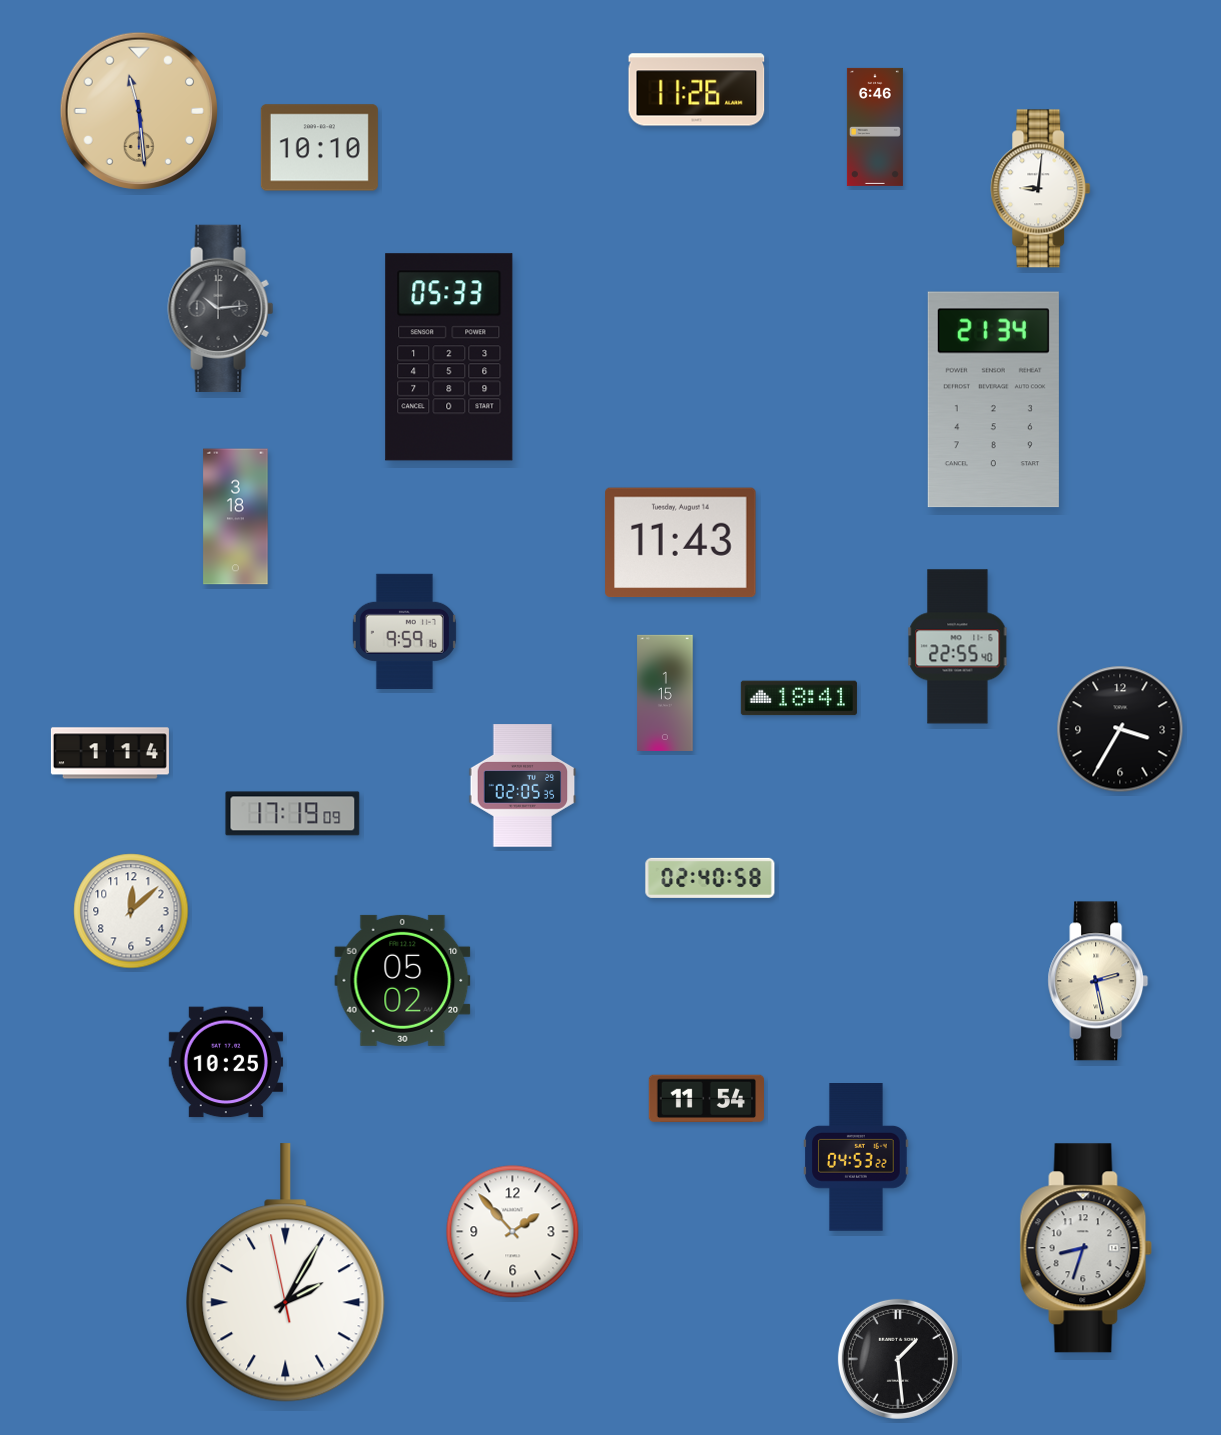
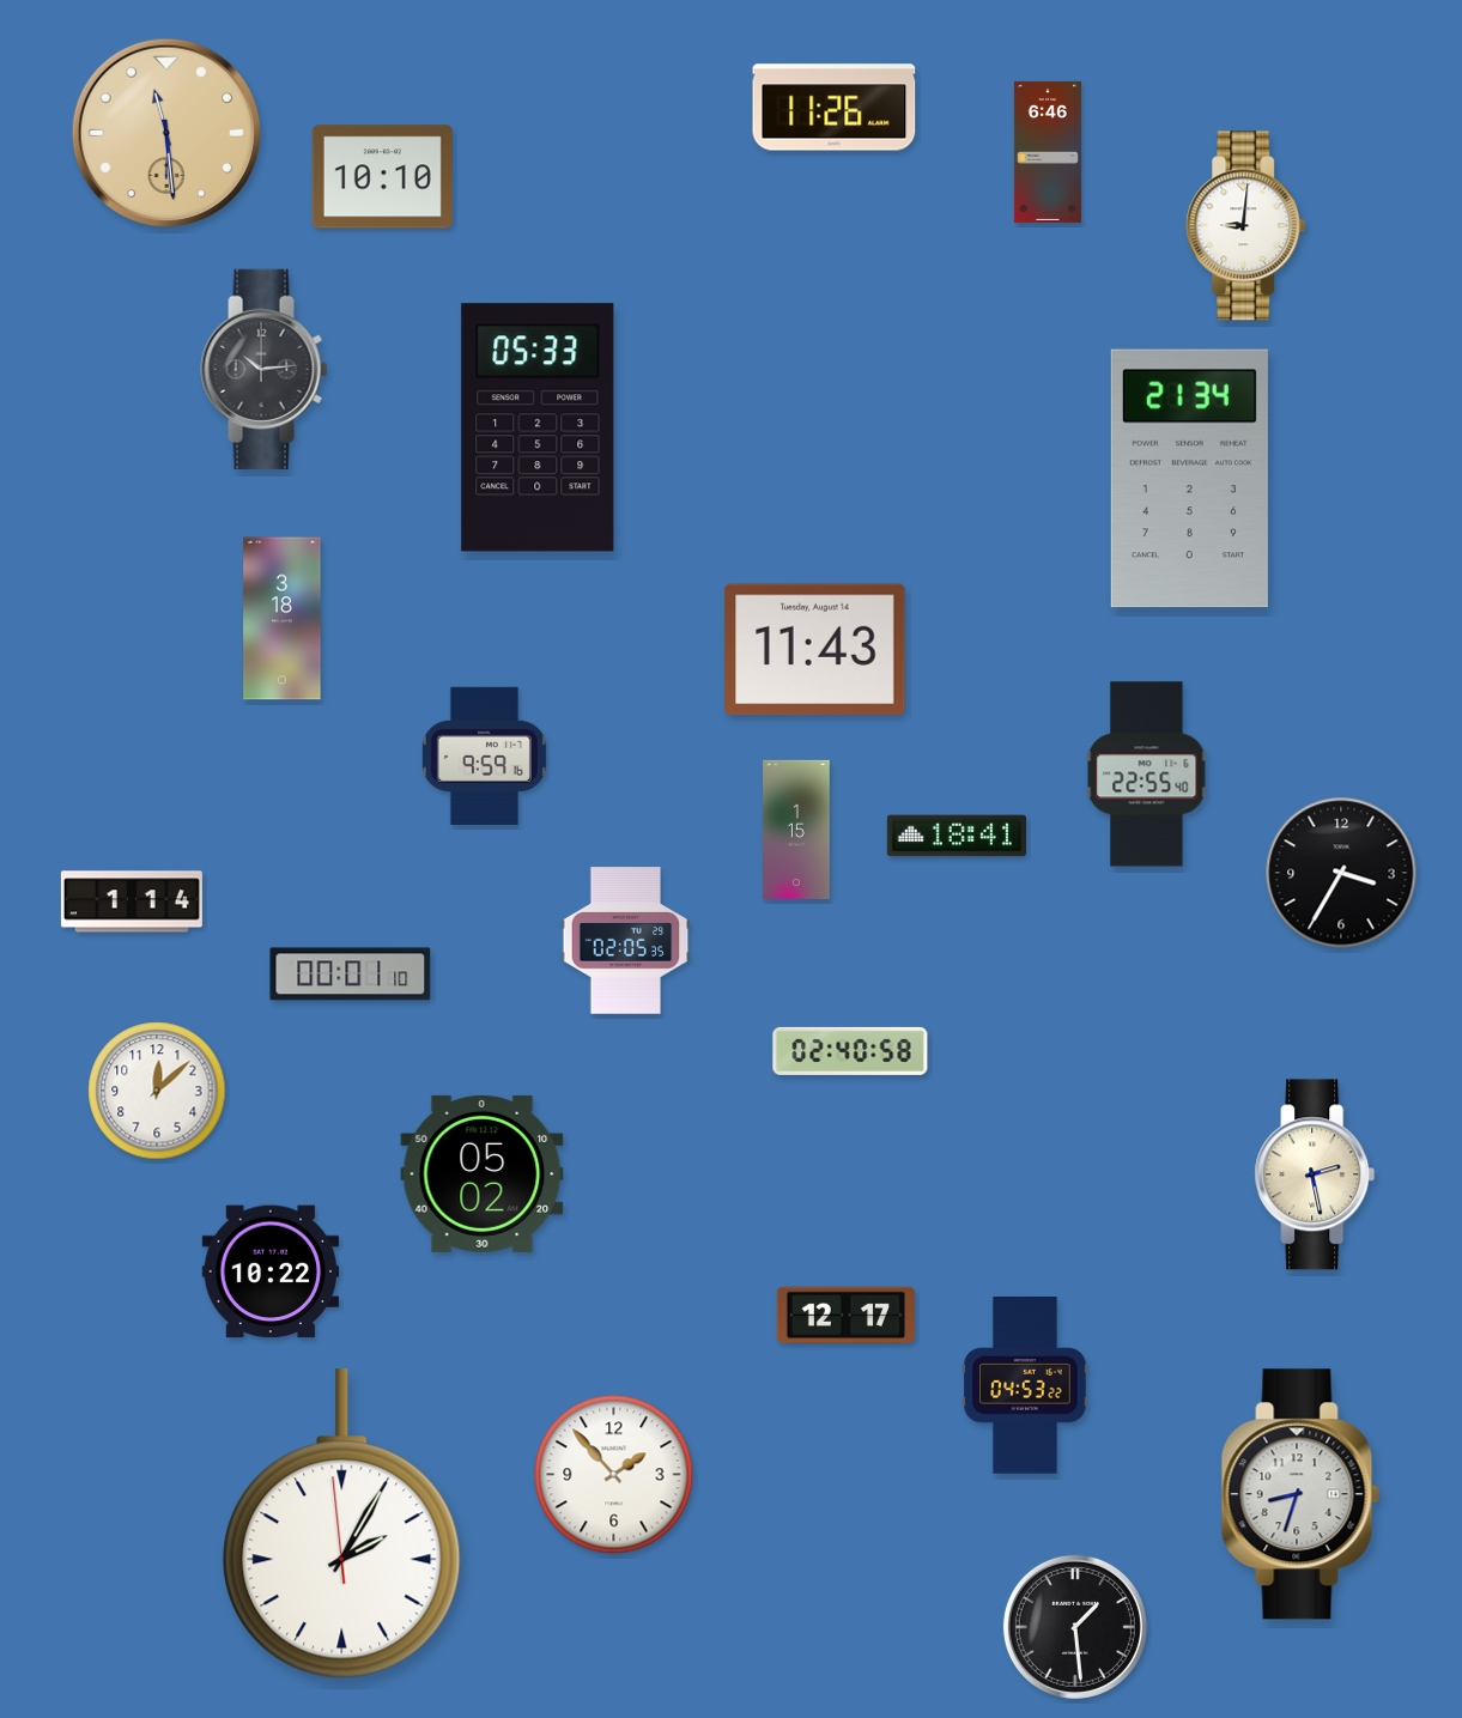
clock at (293, 814): 17:19 -> 00:01
clock at (226, 1062): 10:25 -> 10:22
clock at (706, 1099): 11:54 -> 12:17
clock at (286, 1273): 2:04:58 -> 2:04:59
